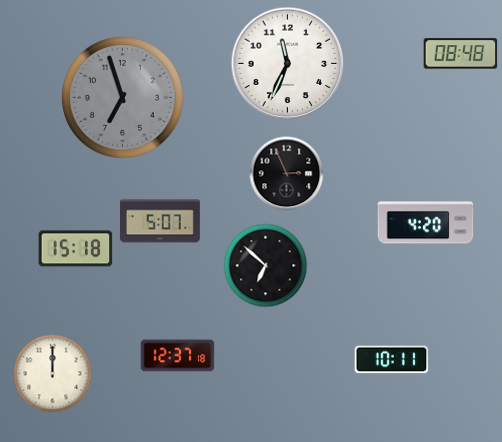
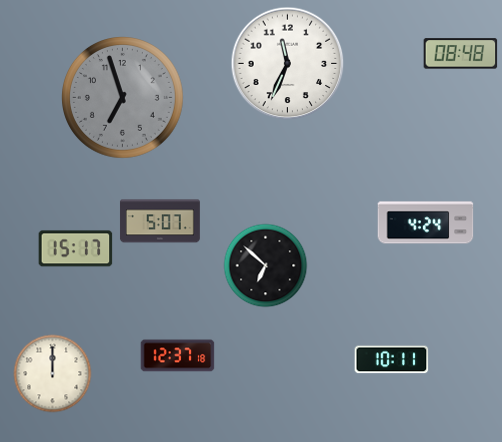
clock at (287, 174): 2:56 -> none
clock at (426, 223): 4:20 -> 4:24
clock at (76, 249): 15:18 -> 15:17
